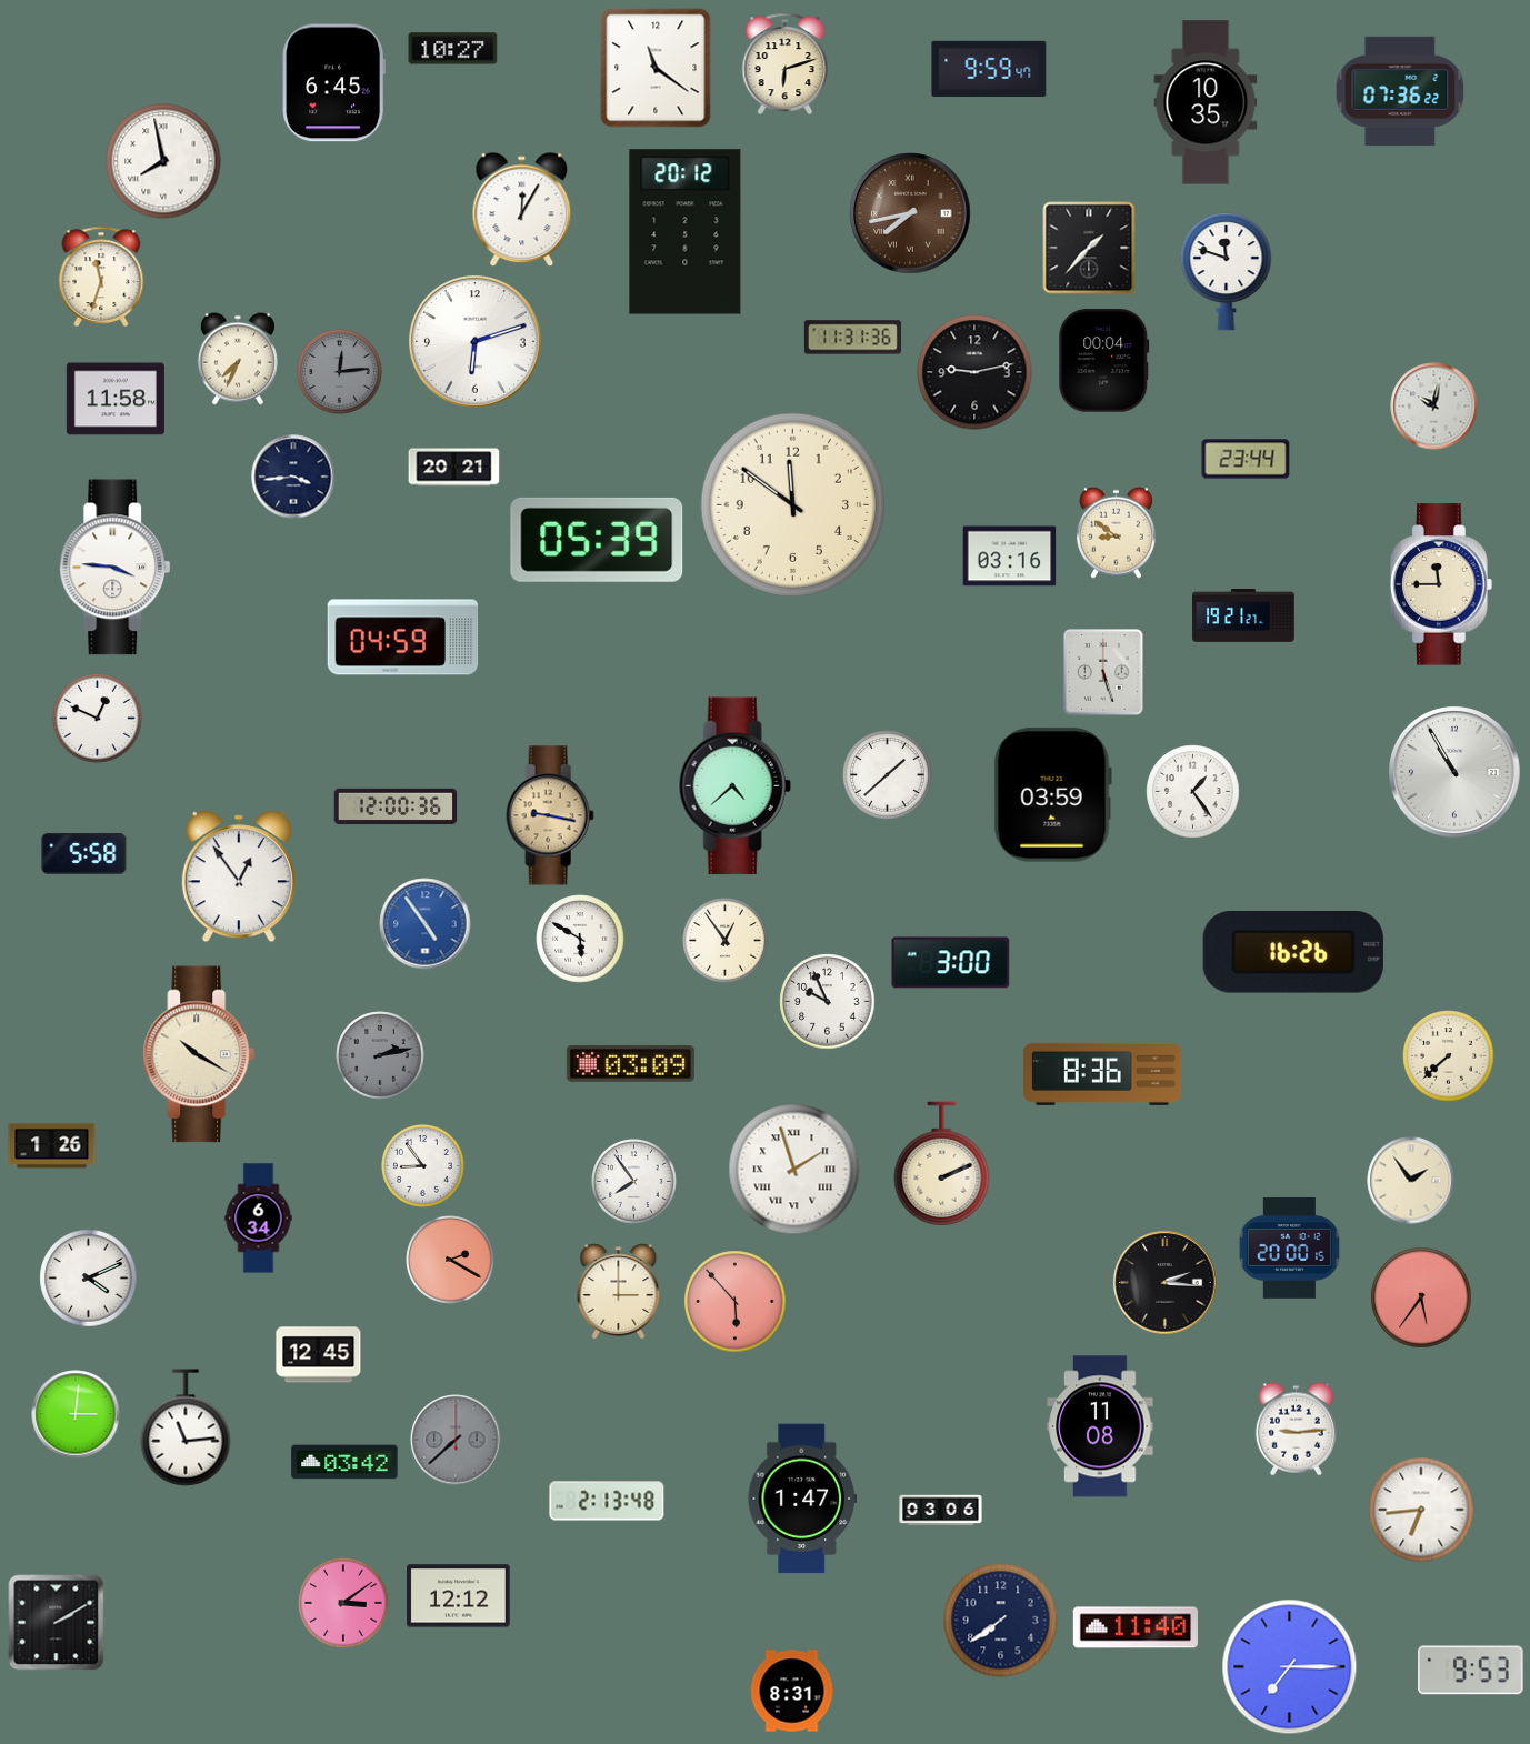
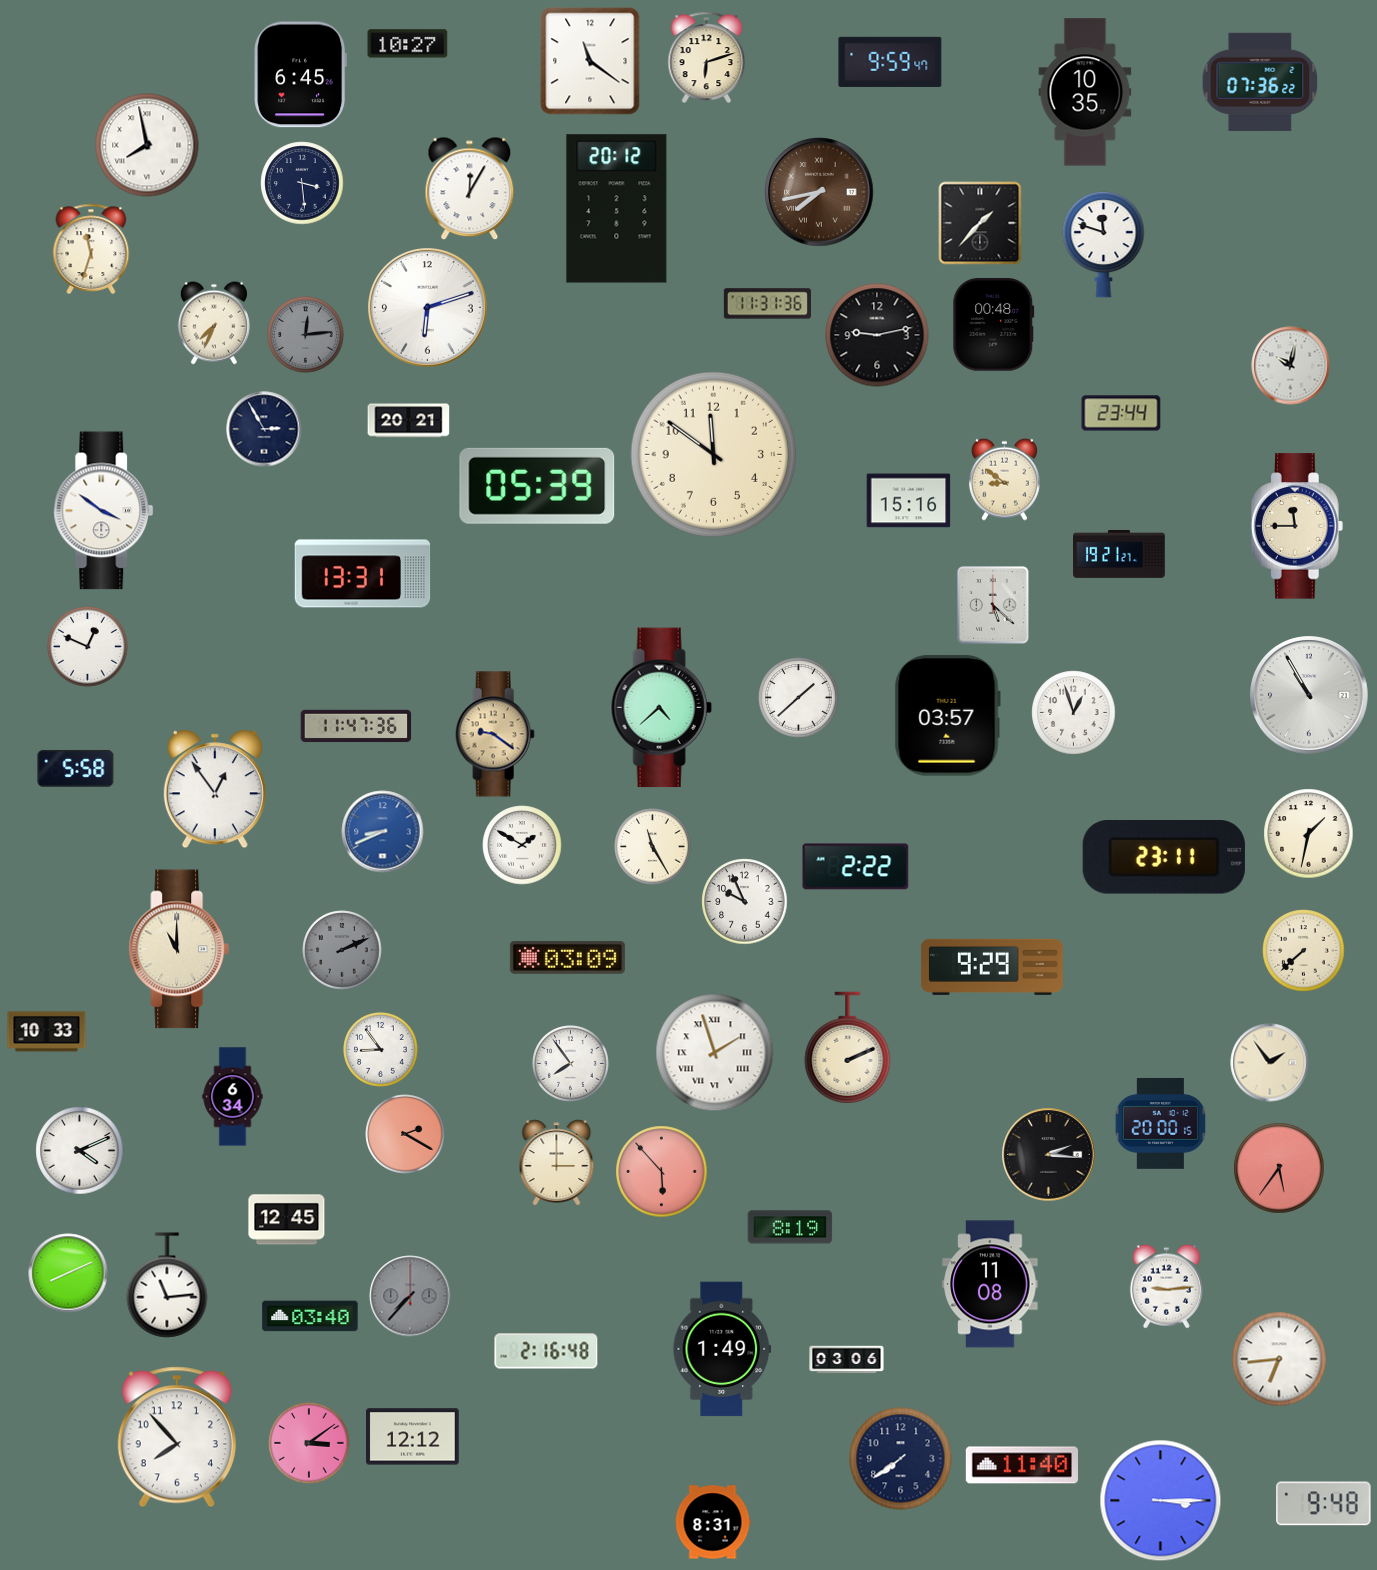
clock at (302, 183): none -> 3:29
clock at (1104, 361): 00:04 -> 00:48
clock at (116, 399): 11:58 -> none
clock at (293, 477): 3:44 -> 2:55
clock at (1010, 557): 03:16 -> 15:16
clock at (116, 568): 3:46 -> 3:51
clock at (403, 638): 04:59 -> 13:31
clock at (1103, 672): 5:27 -> 5:22
clock at (1193, 792): 1:24 -> 12:57
clock at (1052, 795): 03:59 -> 03:57
clock at (396, 806): 12:00 -> 11:47
clock at (550, 815): 9:17 -> 9:21
clock at (426, 924): 4:54 -> 8:41
clock at (1309, 834): none -> 1:32
clock at (580, 939): 5:50 -> 1:50
clock at (726, 941): 12:54 -> 11:25
clock at (1293, 953): 16:26 -> 23:11
clock at (951, 963): 3:00 -> 2:22
clock at (199, 1054): 10:20 -> 11:00
clock at (380, 1055): 2:13 -> 2:11
clock at (1102, 1074): 8:36 -> 9:29
clock at (52, 1146): 1:26 -> 10:33
clock at (790, 1227): none -> 8:19
clock at (76, 1414): 3:01 -> 8:11
clock at (456, 1440): 7:38 -> 7:37
clock at (344, 1462): 03:42 -> 03:40
clock at (802, 1499): 1:47 -> 1:49
clock at (607, 1501): 2:13 -> 2:16
clock at (177, 1437): none -> 7:53
clock at (57, 1623): 2:10 -> none
clock at (1290, 1667): 7:15 -> 3:15
clock at (1471, 1671): 9:53 -> 9:48
